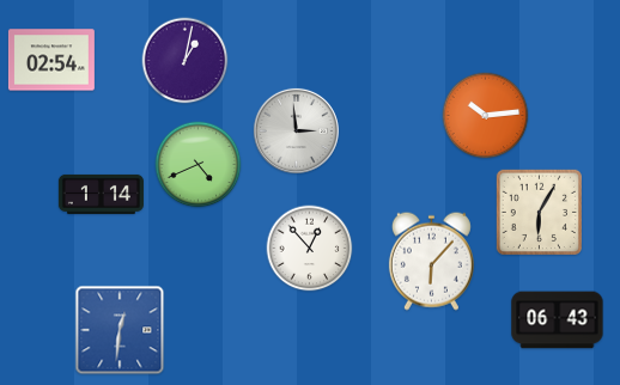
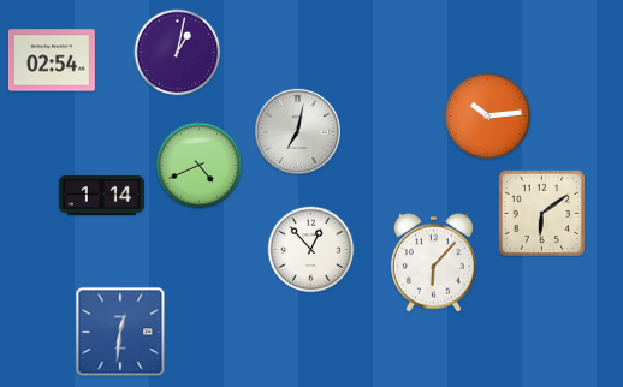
clock at (186, 61) position: (186, 61) -> (178, 53)
clock at (296, 130): 2:59 -> 7:02
clock at (539, 212): 6:05 -> 6:09
clock at (558, 320): 06:43 -> none
